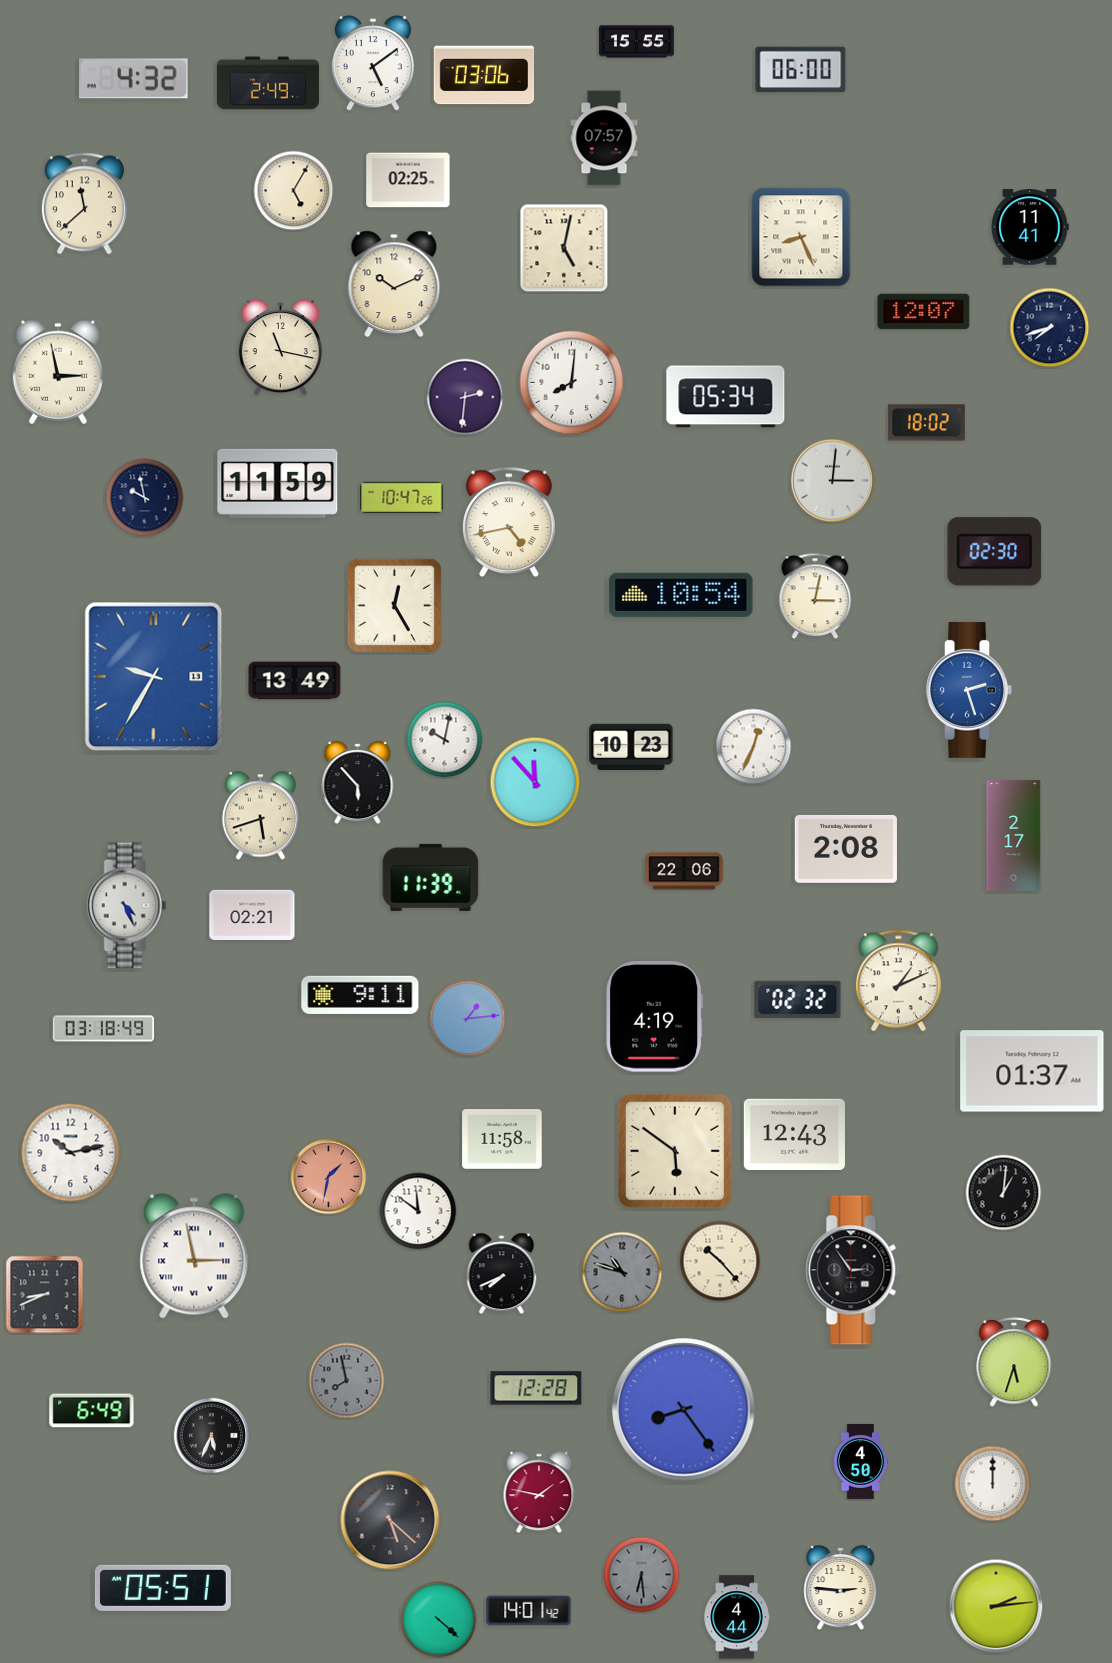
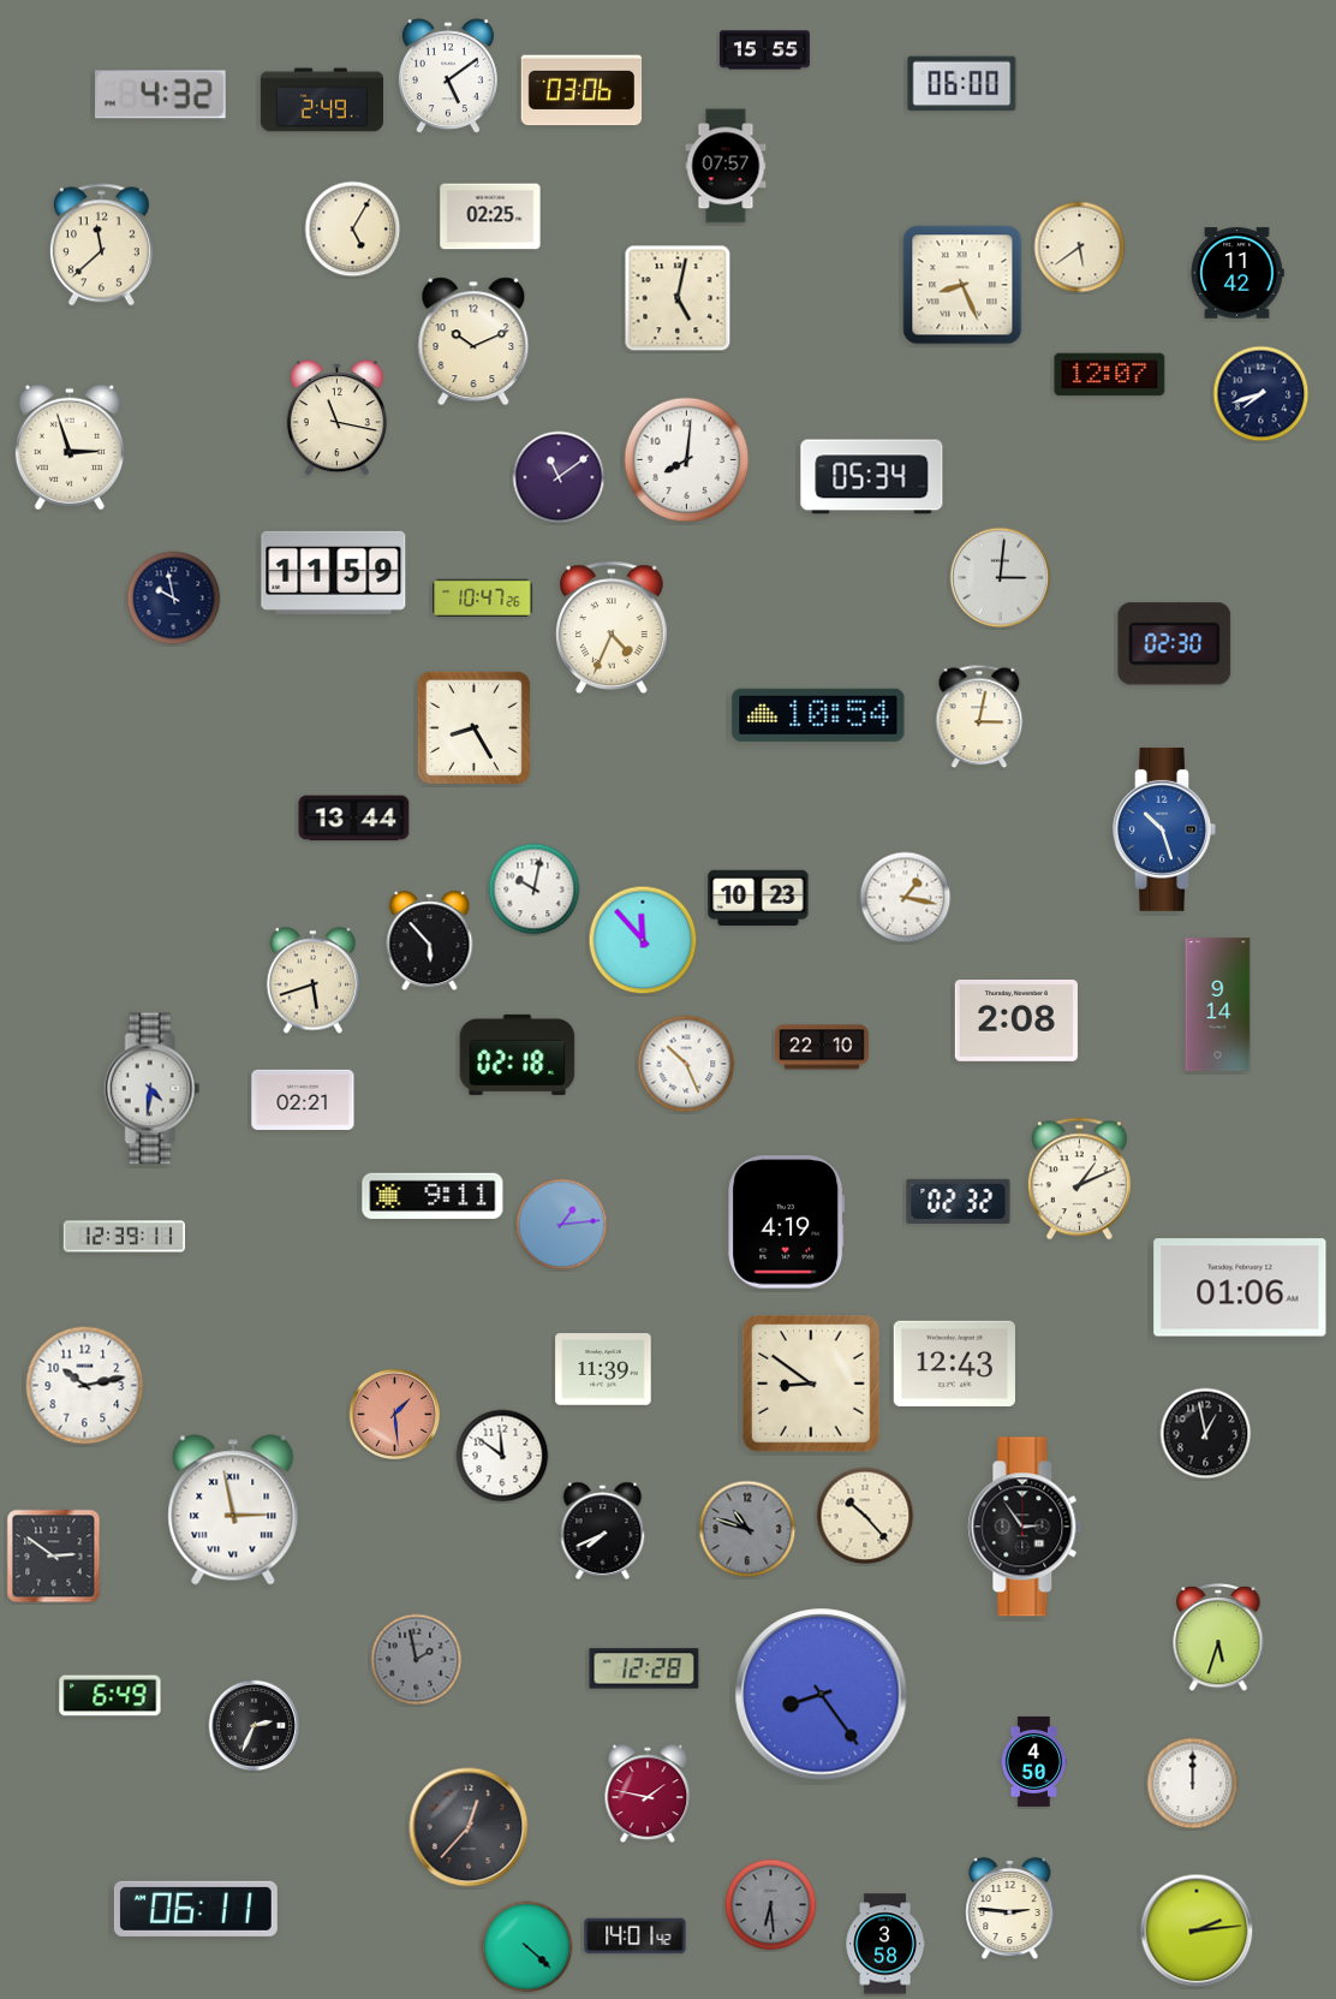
clock at (1080, 248): none -> 5:39
clock at (1030, 227): 11:41 -> 11:42
clock at (58, 372): 2:58 -> 2:57
clock at (465, 397): 2:31 -> 11:09
clock at (926, 423): 18:02 -> none
clock at (278, 483) position: (278, 483) -> (334, 572)
clock at (510, 522): 4:43 -> 4:34
clock at (995, 552) position: (995, 552) -> (1175, 644)
clock at (394, 605): 12:25 -> 8:25
clock at (154, 677): 9:35 -> none
clock at (295, 681): 13:49 -> 13:44
clock at (969, 690): 2:27 -> 10:27
clock at (754, 747): 12:34 -> 1:17
clock at (1014, 836): 2:17 -> 9:14
clock at (684, 871): 22:06 -> 22:10
clock at (431, 877): 11:39 -> 02:18
clock at (686, 1064): none -> 10:26
clock at (127, 906): 4:26 -> 4:31
clock at (103, 1029): 03:18 -> 12:39
clock at (1032, 1071): 01:37 -> 01:06
clock at (502, 1140): 11:58 -> 11:39
clock at (676, 1152): 5:51 -> 8:51
clock at (329, 1177): 1:32 -> 1:29
clock at (1004, 1193): 1:01 -> 12:58
clock at (45, 1295): 8:41 -> 2:51
clock at (347, 1381): 7:58 -> 1:58
clock at (212, 1436): 5:34 -> 2:34
clock at (861, 1461) position: (861, 1461) -> (1034, 1761)
clock at (390, 1520): 5:22 -> 12:37
clock at (642, 1575) position: (642, 1575) -> (771, 1905)
clock at (163, 1588): 05:51 -> 06:11
clock at (737, 1617): 4:44 -> 3:58
